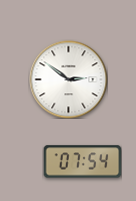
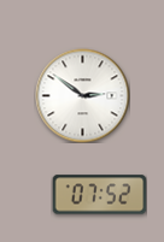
clock at (82, 162): 07:54 -> 07:52
